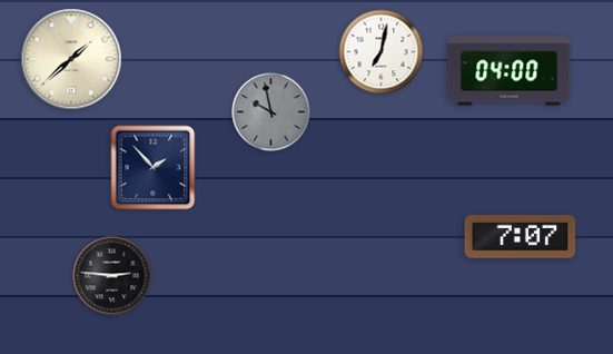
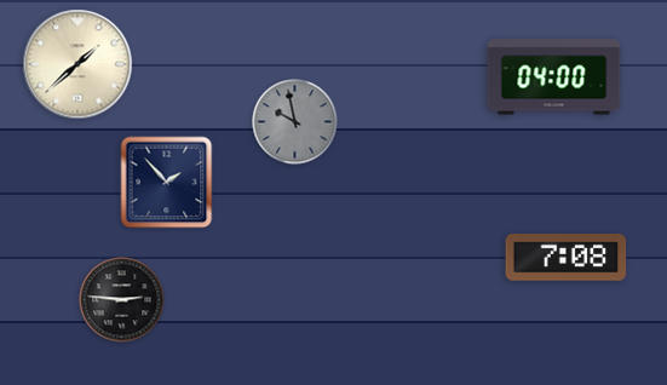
clock at (382, 52): 7:02 -> none
clock at (521, 237): 7:07 -> 7:08
